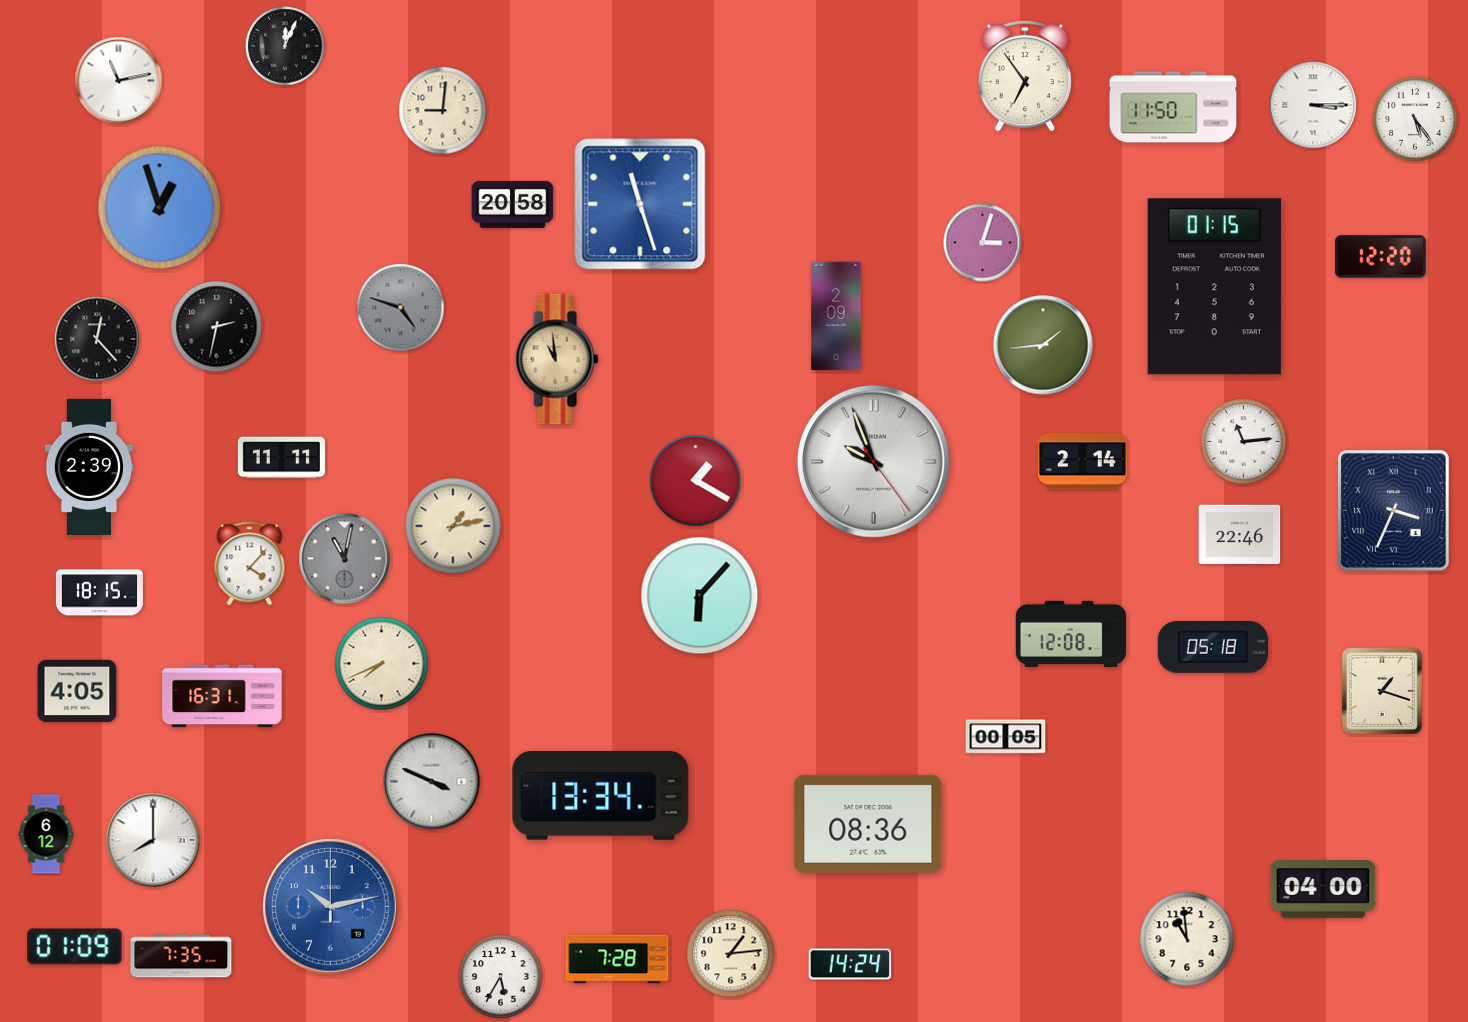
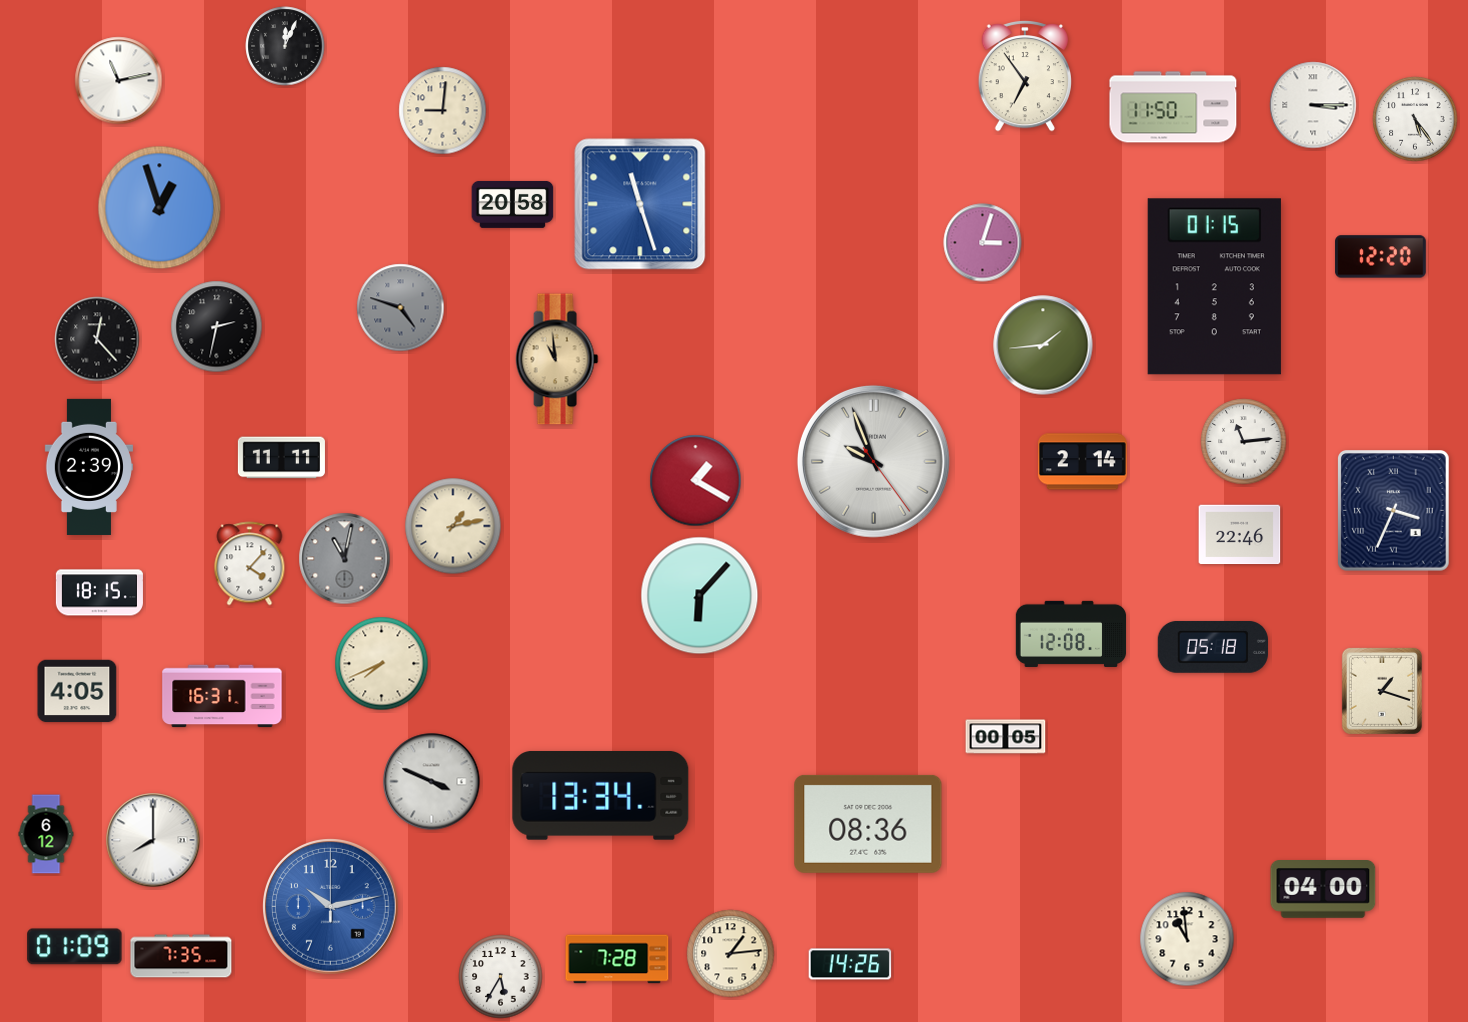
clock at (836, 316): 2:09 -> none
clock at (850, 964): 14:24 -> 14:26
